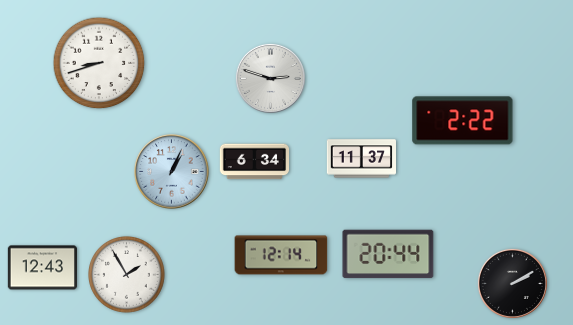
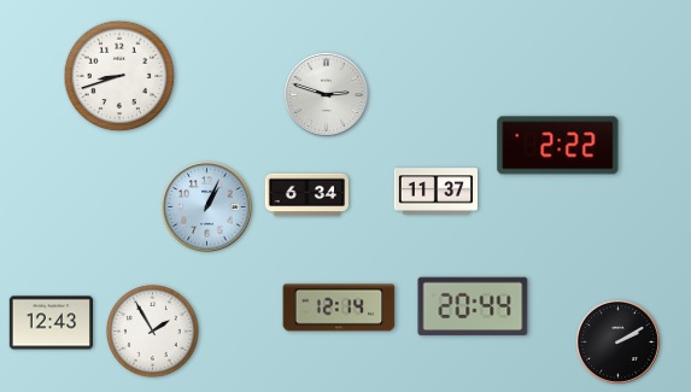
clock at (388, 254) position: (388, 254) -> (473, 306)
